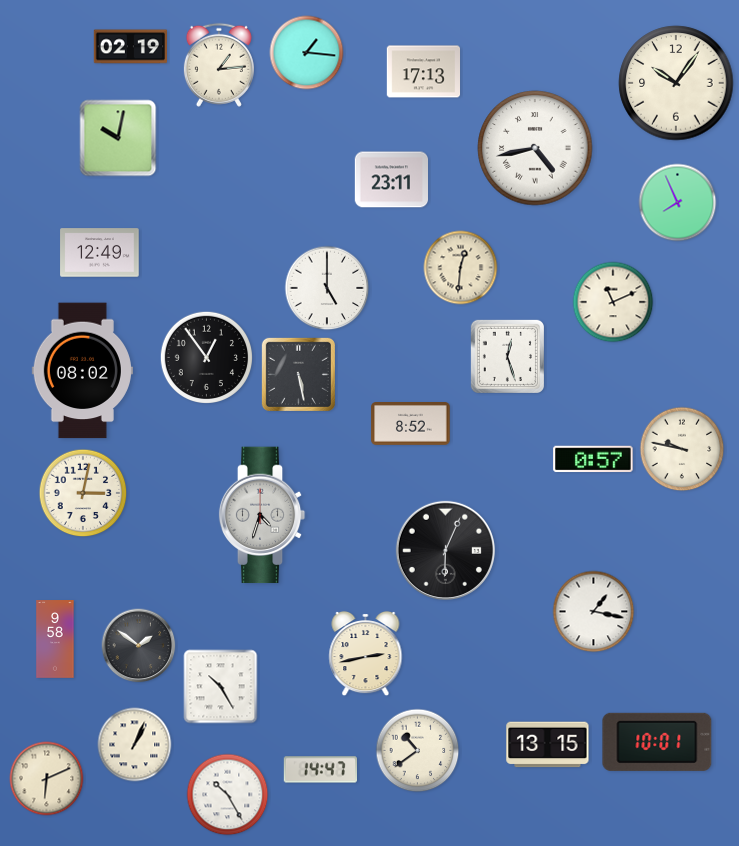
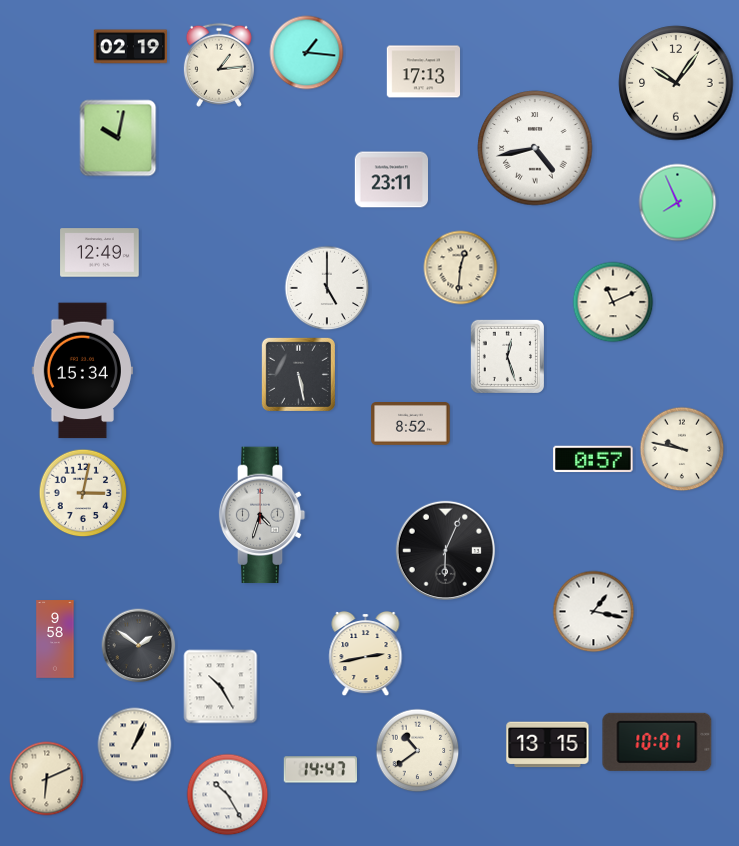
clock at (206, 357): 12:54 -> none
clock at (82, 371): 08:02 -> 15:34
